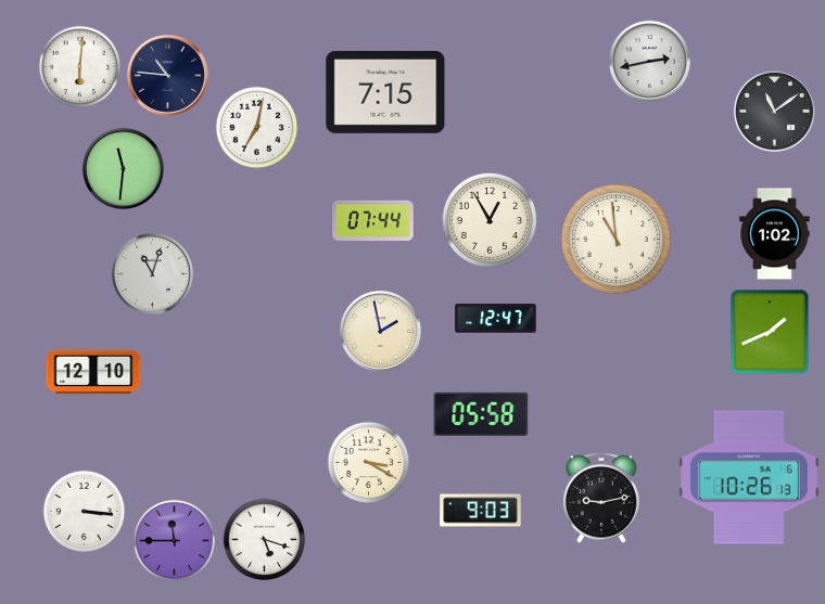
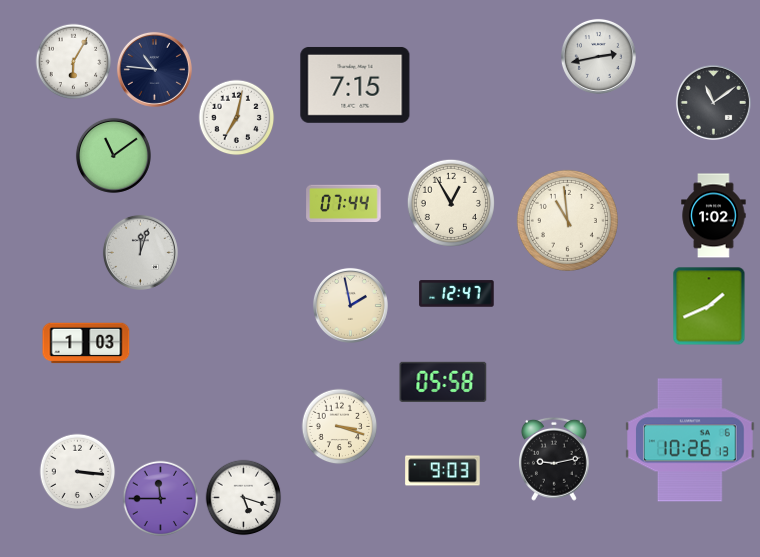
clock at (80, 67): 6:01 -> 6:05
clock at (123, 168): 11:31 -> 11:09
clock at (152, 273): 11:03 -> 12:03
clock at (93, 372): 12:10 -> 1:03
clock at (369, 463): 3:20 -> 3:18
